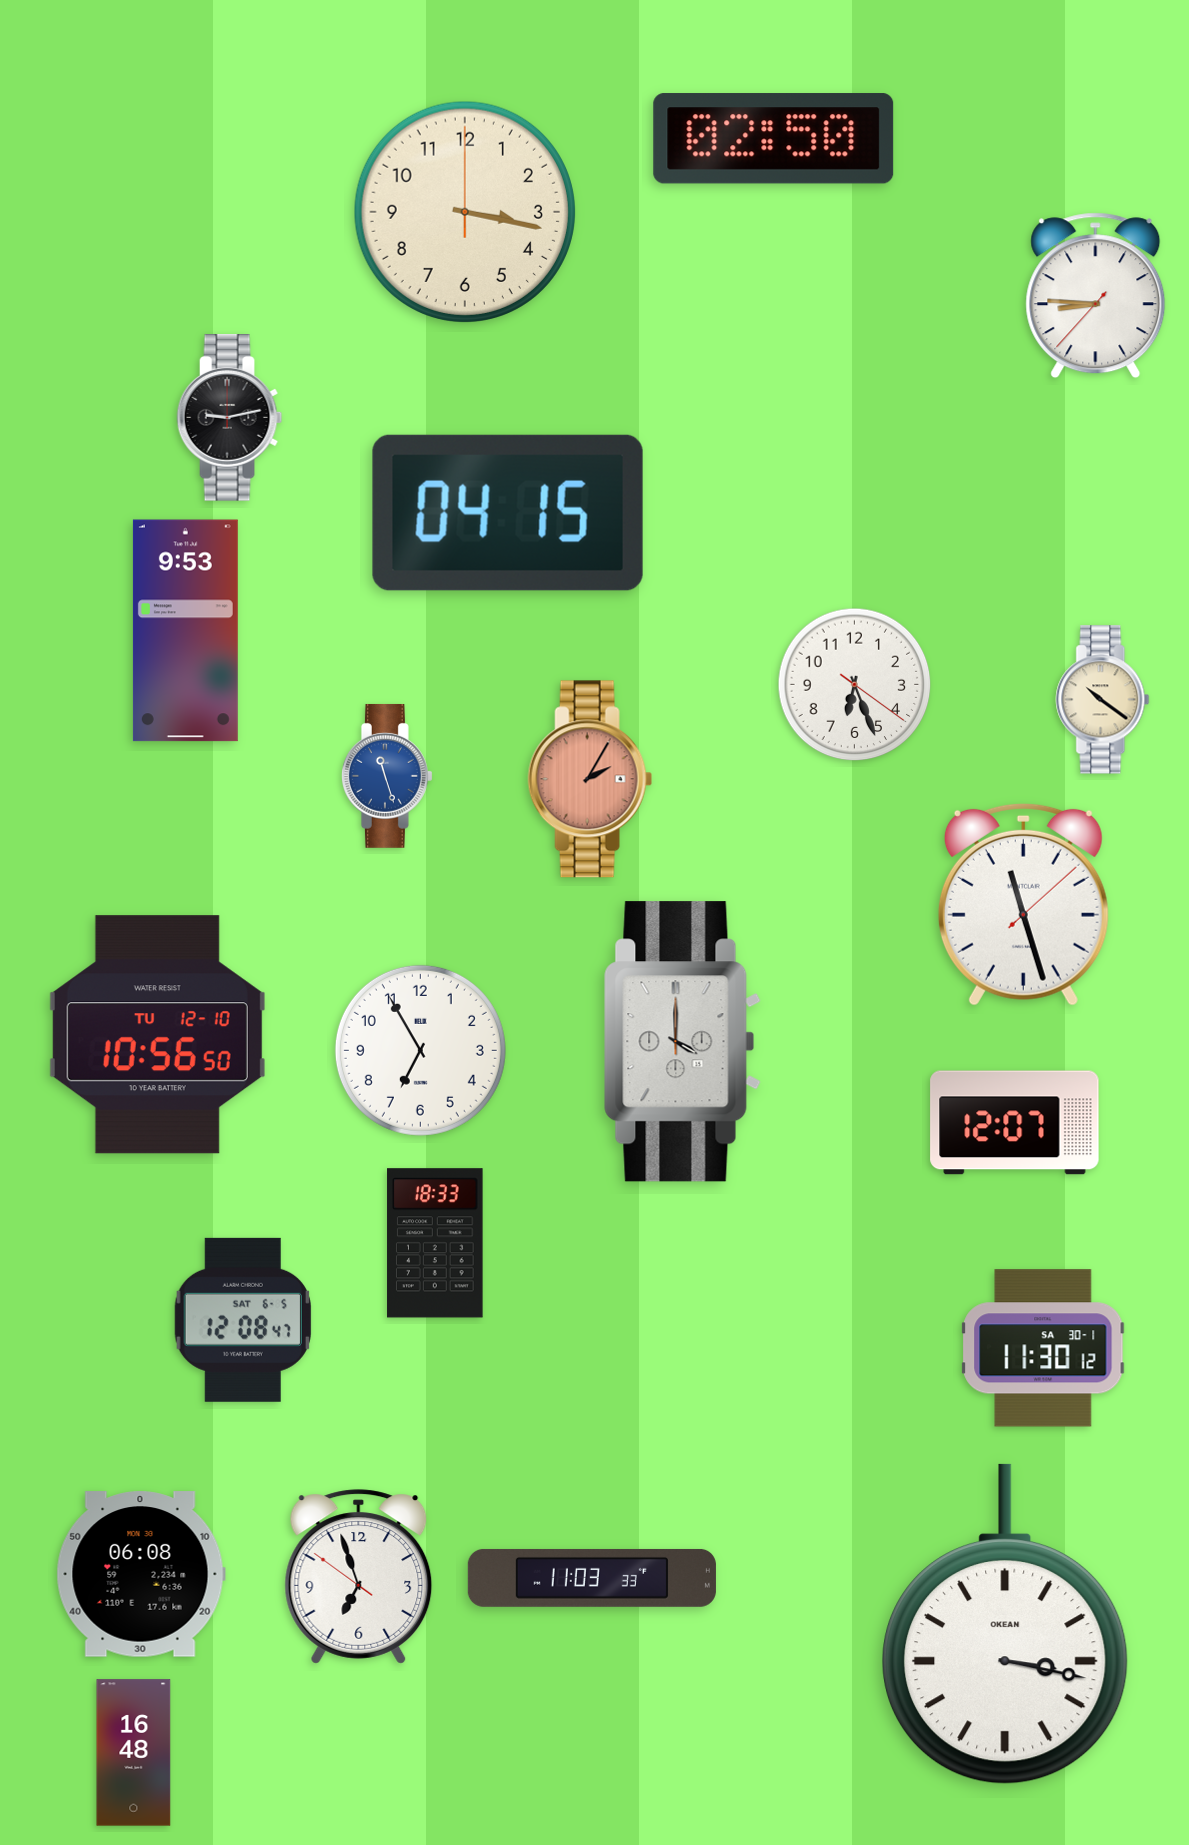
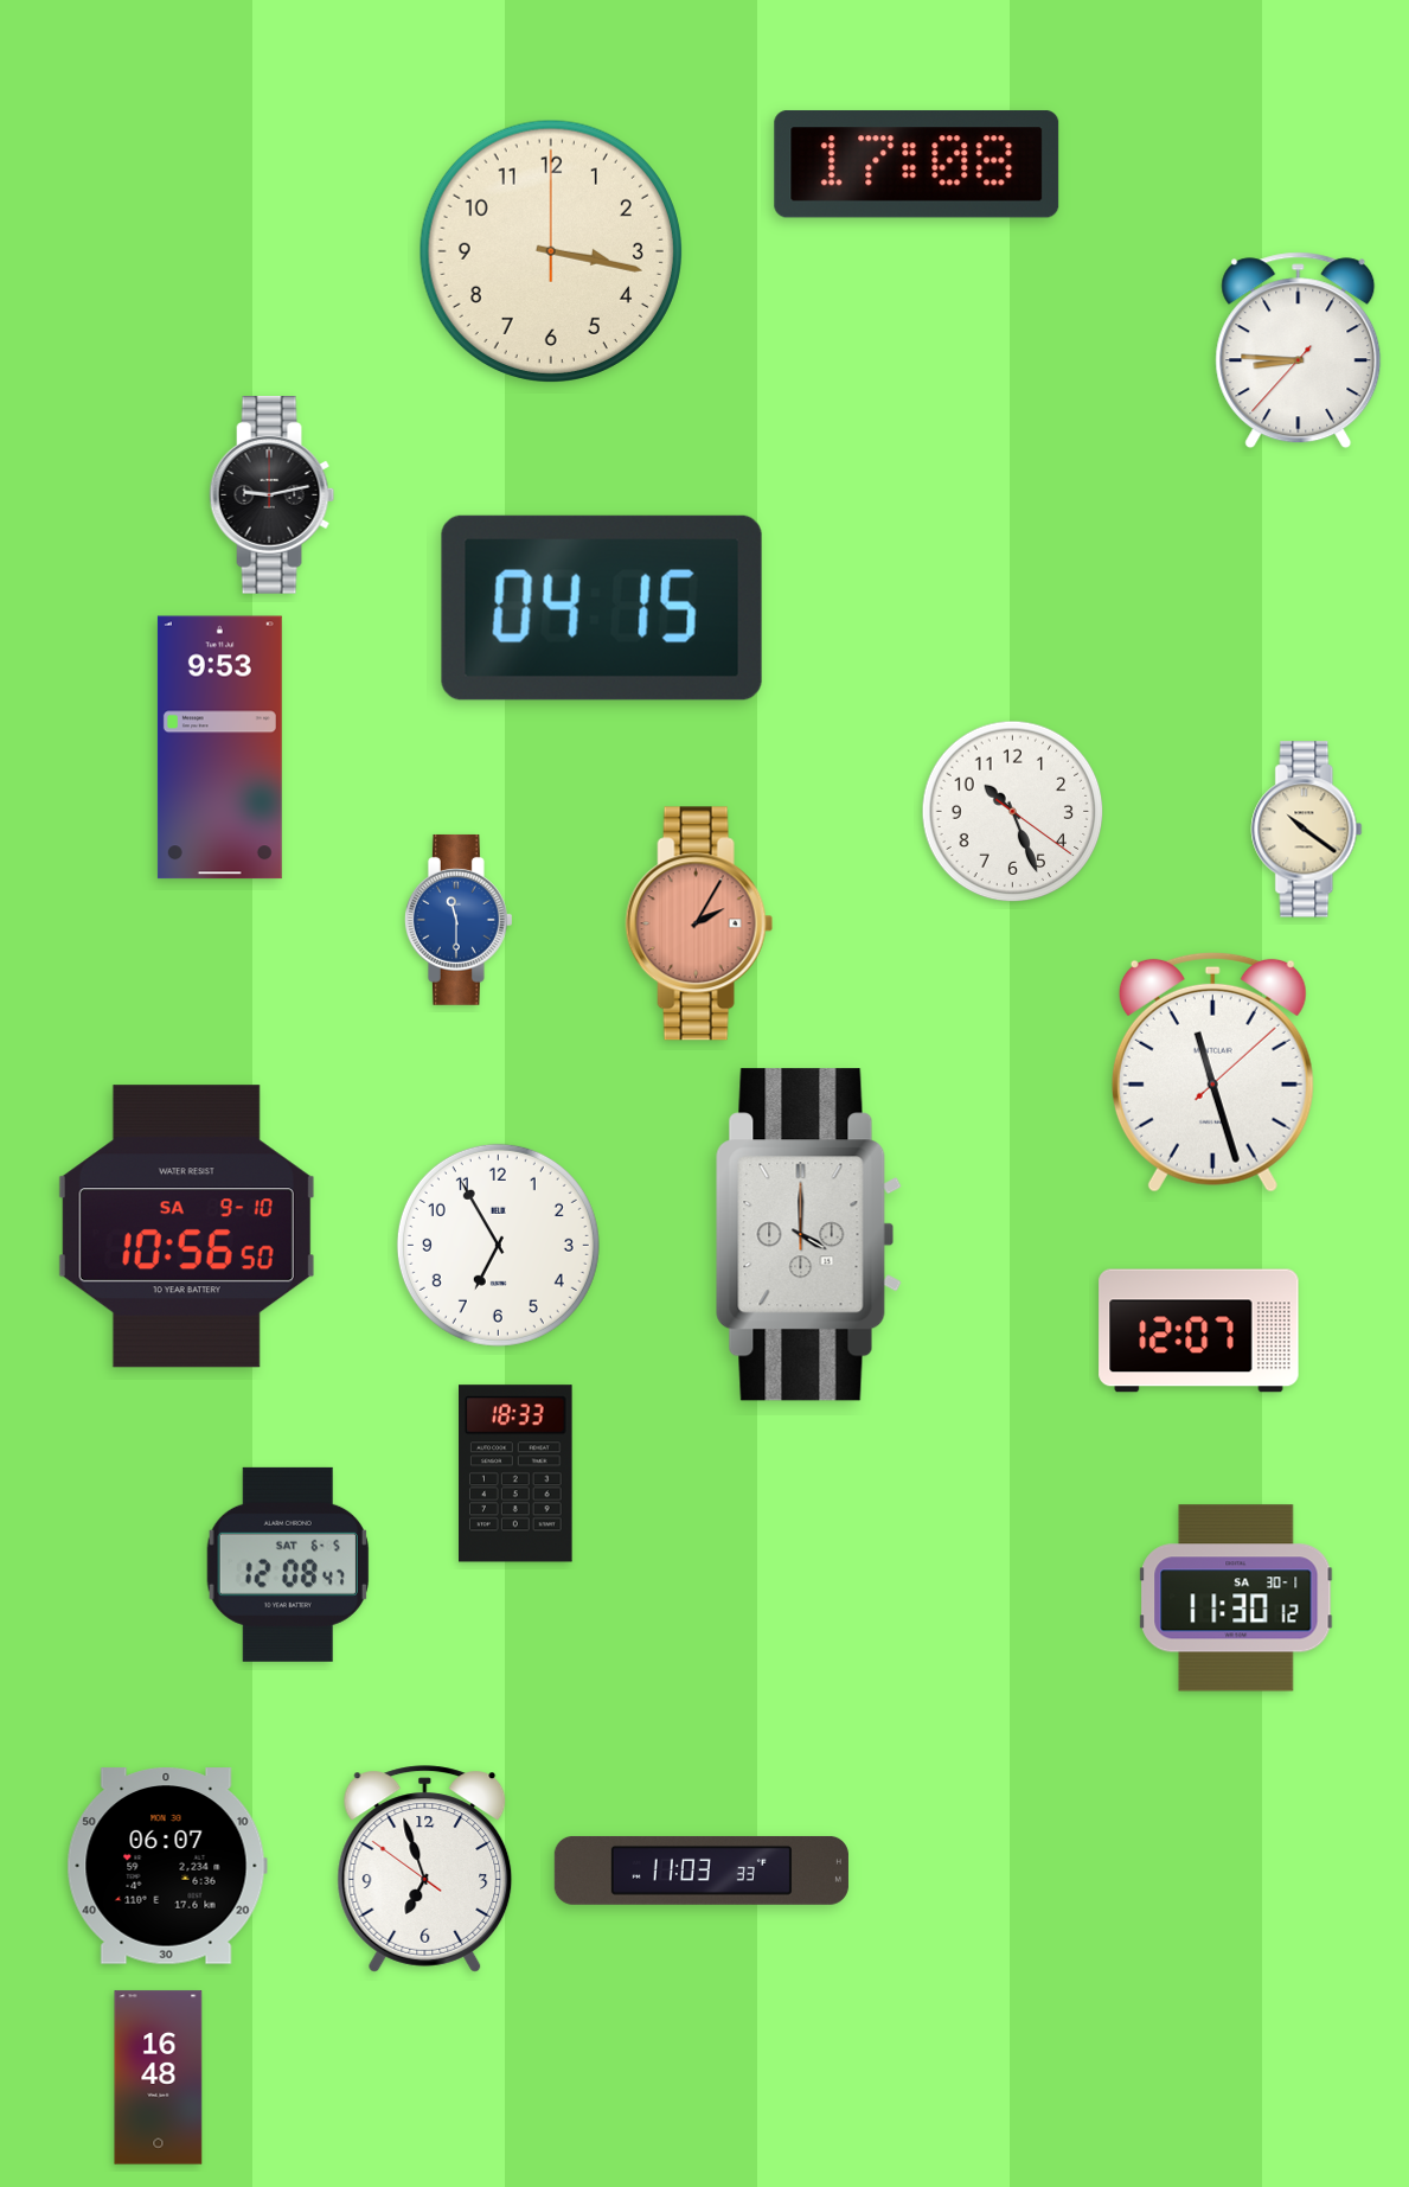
clock at (774, 139): 02:50 -> 17:08
clock at (855, 685): 6:26 -> 10:26
clock at (387, 776): 11:27 -> 11:30
clock at (157, 1035) date: TU 12-10 -> SA 9-10
clock at (1015, 1123) position: (1015, 1123) -> (1199, 1331)
clock at (141, 1574): 06:08 -> 06:07
clock at (1006, 1624): 3:17 -> none
